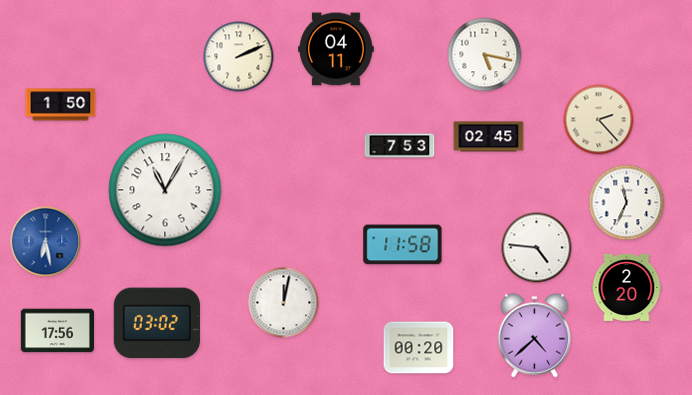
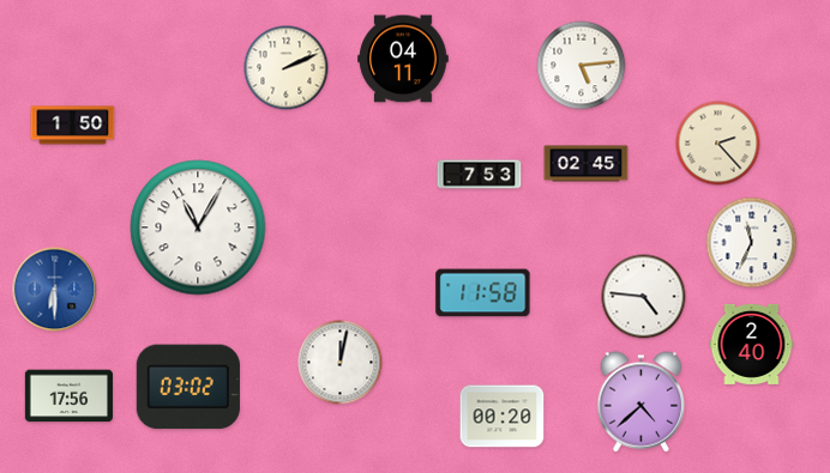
clock at (485, 55): 5:17 -> 5:14
clock at (46, 242): 6:28 -> 6:30
clock at (627, 287): 2:20 -> 2:40
